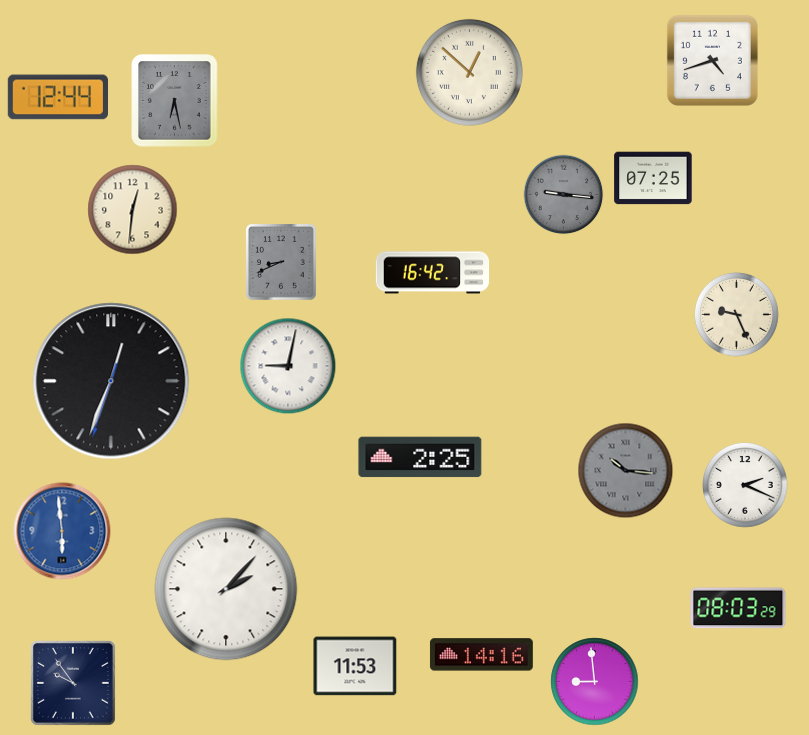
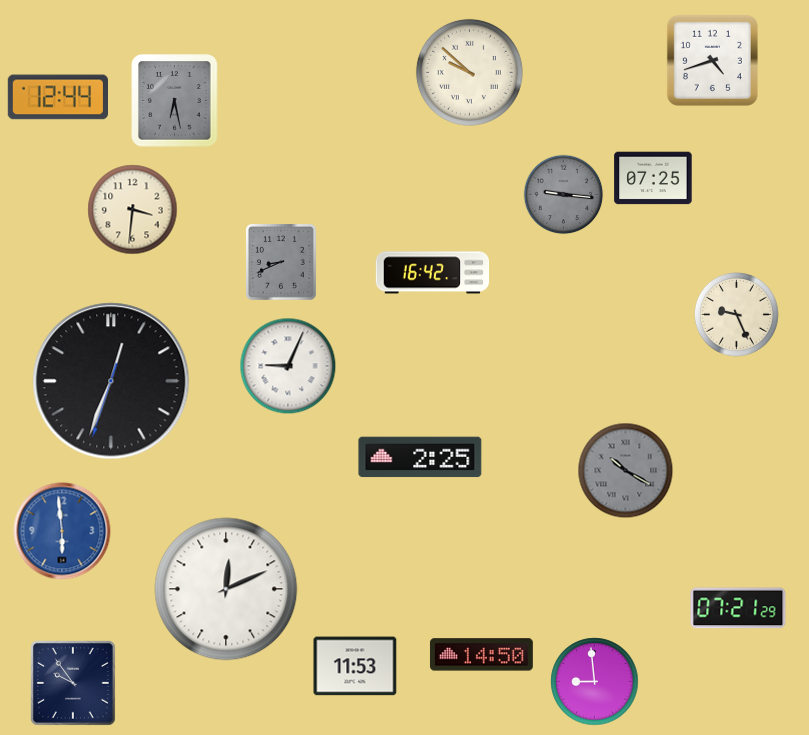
clock at (469, 72): 12:52 -> 9:52
clock at (133, 210): 12:31 -> 3:31
clock at (288, 366): 9:02 -> 9:04
clock at (626, 471): 10:16 -> 10:20
clock at (746, 486): 2:19 -> none
clock at (226, 589): 2:07 -> 12:11
clock at (738, 608): 08:03 -> 07:21
clock at (481, 655): 14:16 -> 14:50
